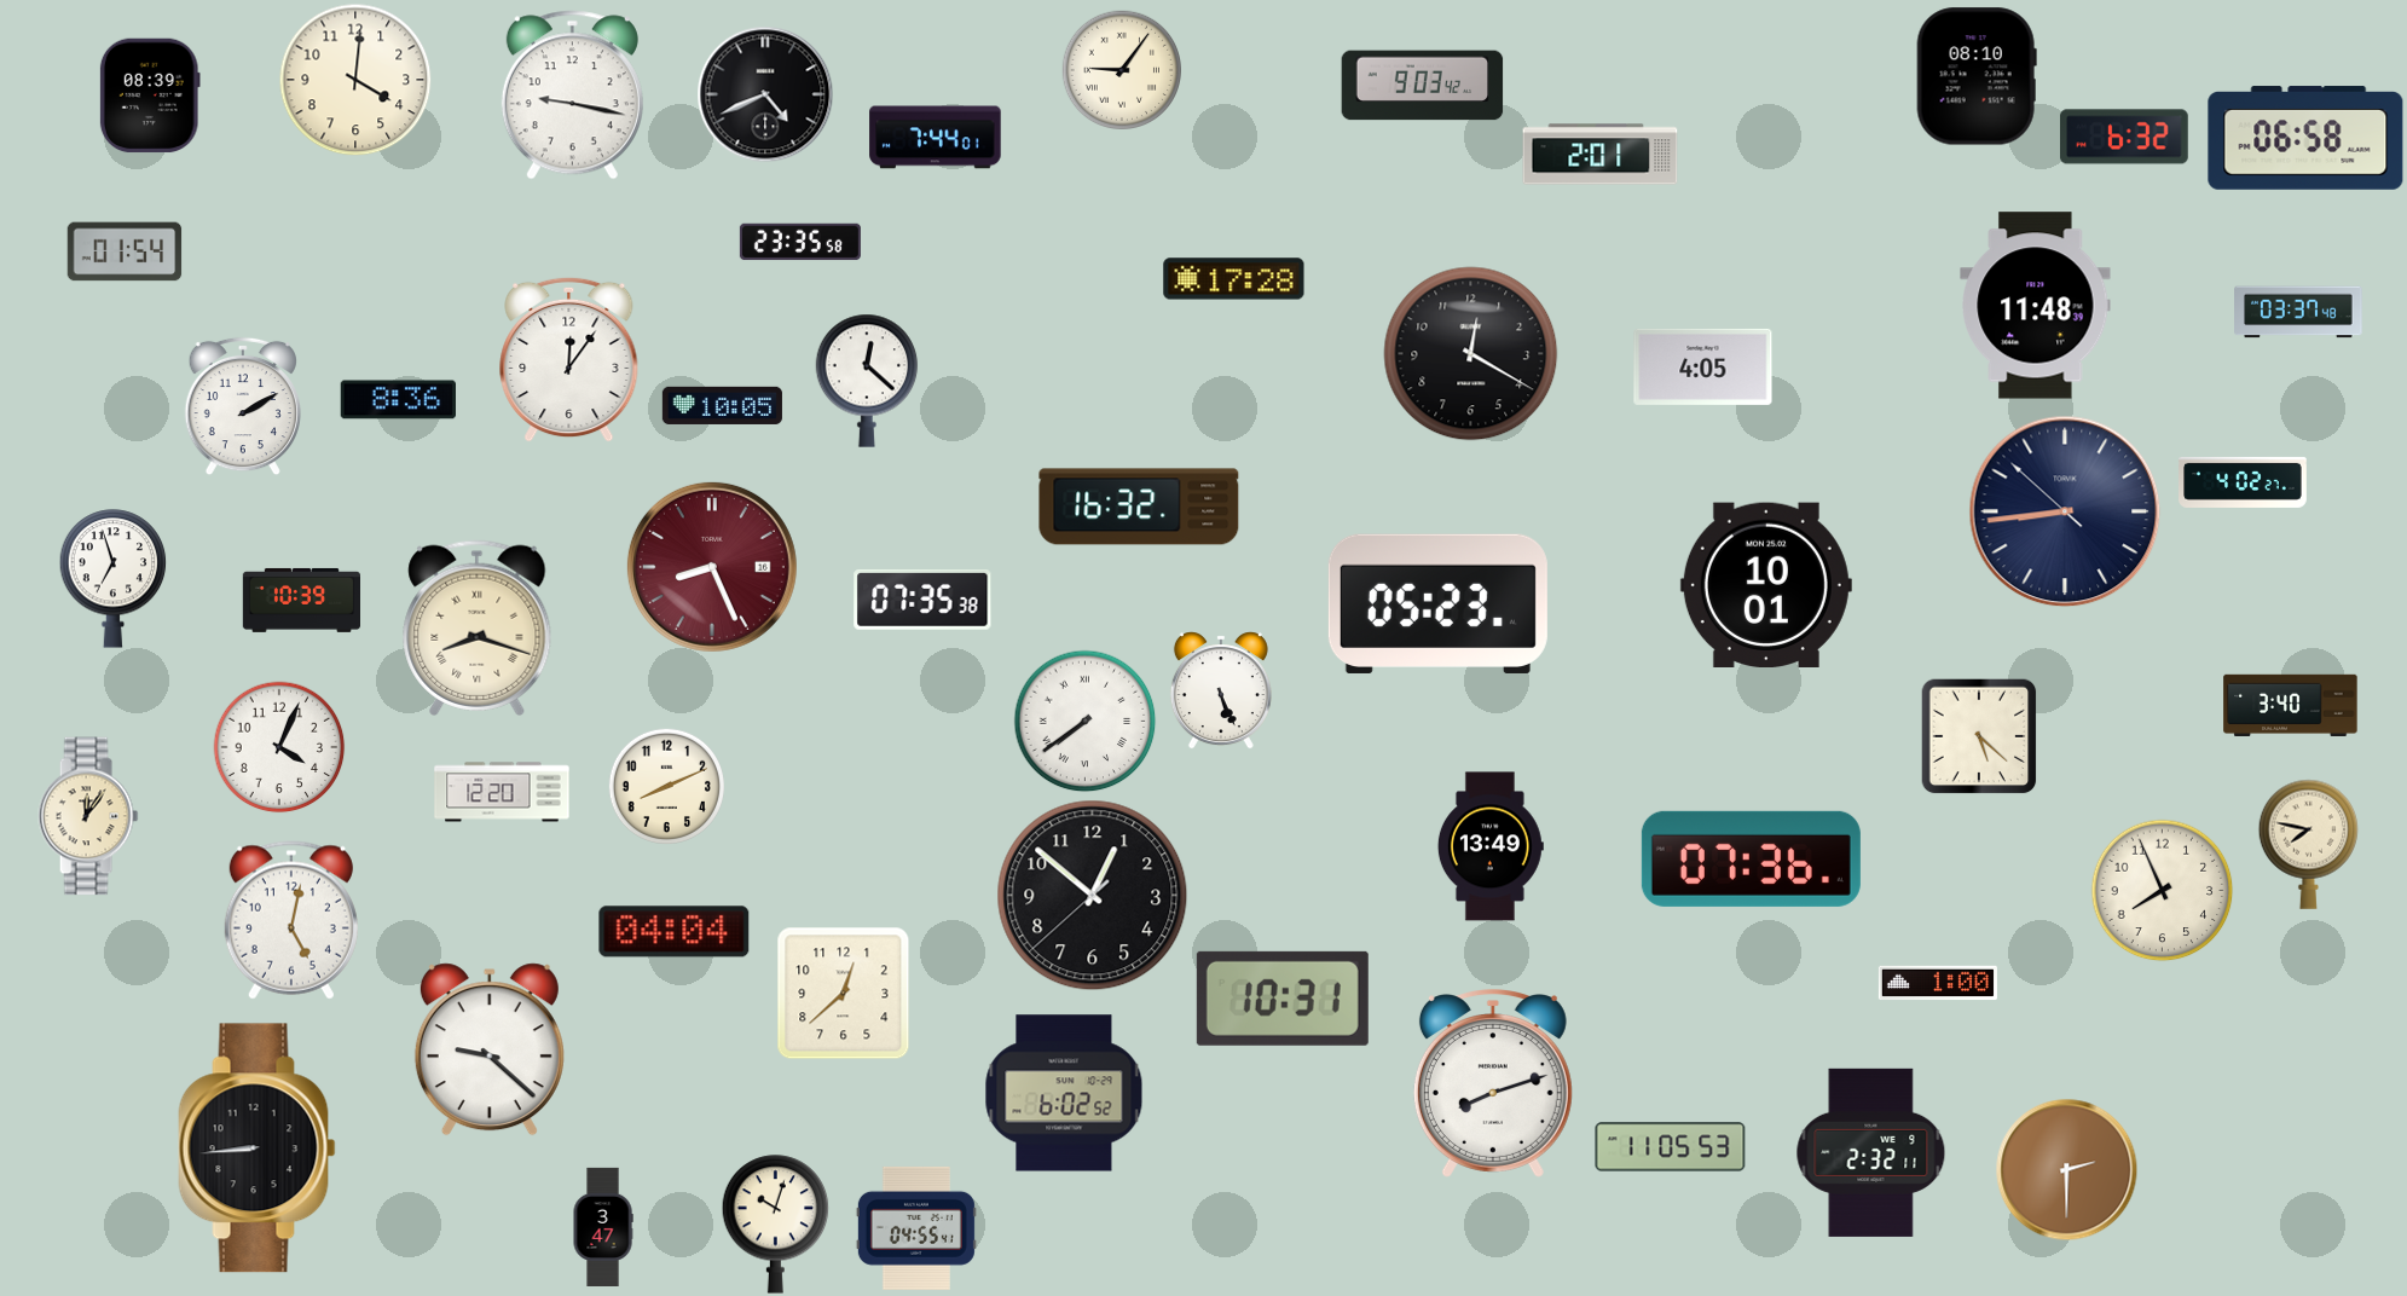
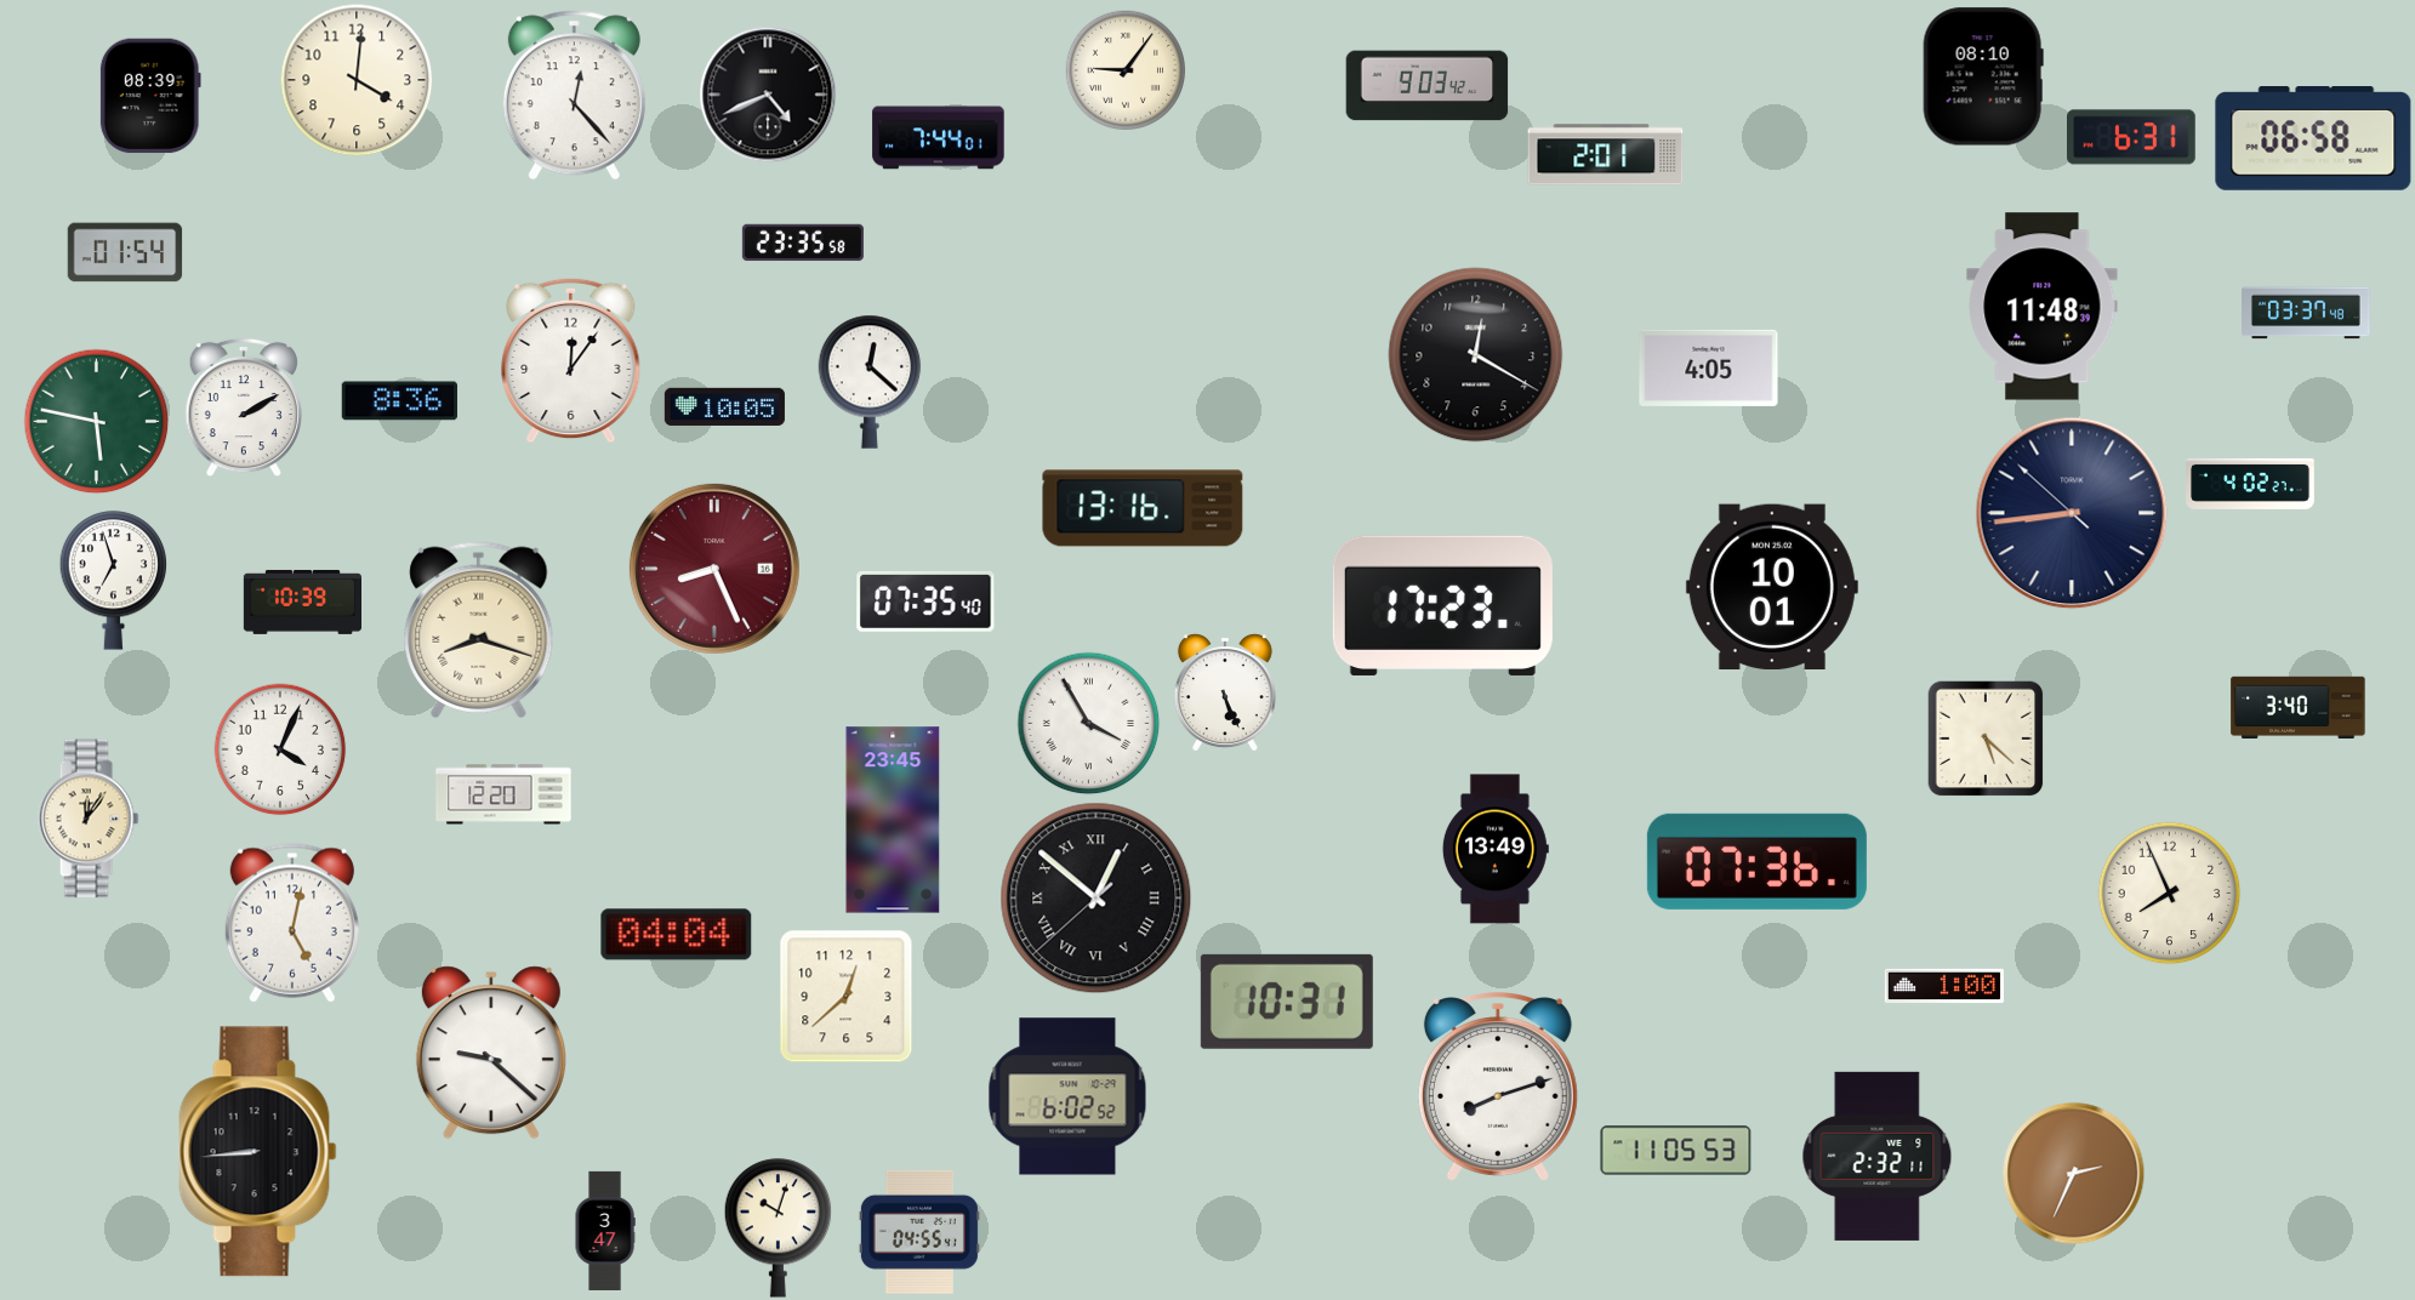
clock at (572, 96): 9:17 -> 12:23
clock at (2125, 137): 6:32 -> 6:31
clock at (1234, 279): 17:28 -> none
clock at (97, 422): none -> 5:47
clock at (1139, 507): 16:32 -> 13:16
clock at (922, 600): 07:35:38 -> 07:35:40
clock at (1437, 603): 05:23 -> 17:23
clock at (1086, 722): 7:39 -> 3:55
clock at (666, 786): 8:11 -> none
clock at (893, 820): none -> 23:45
clock at (2309, 844): 7:47 -> none
clock at (1093, 896) numerals: Arabic -> Roman
clock at (2067, 1170): 2:30 -> 2:34
